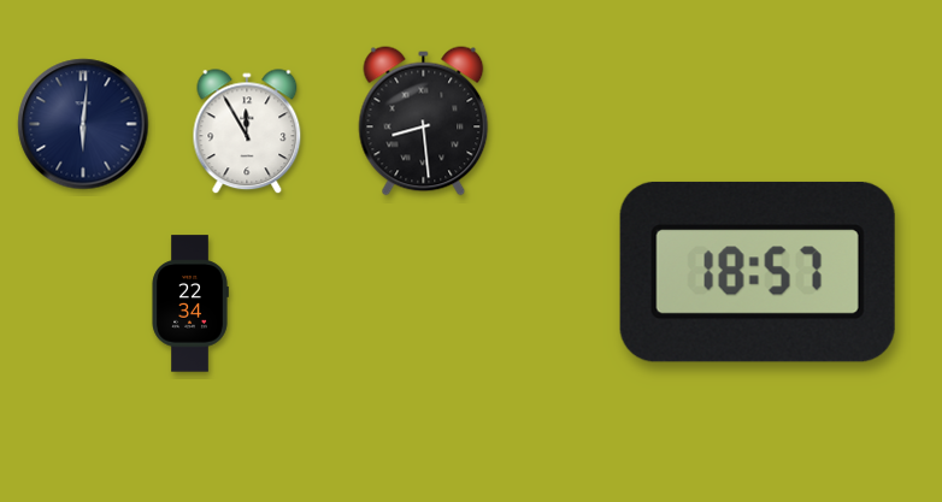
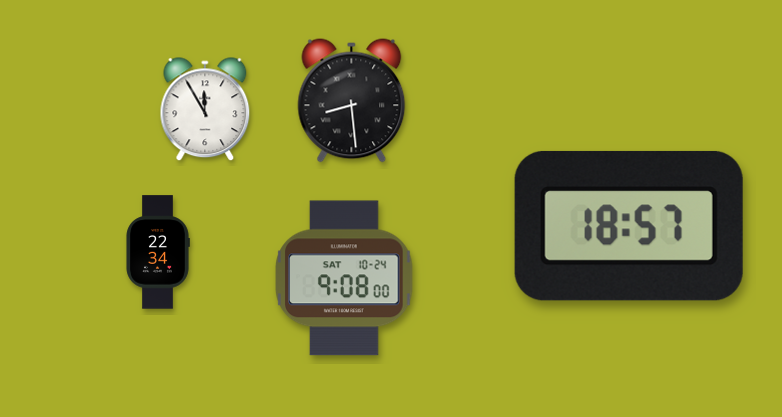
clock at (83, 124): 6:01 -> none
clock at (344, 278): none -> 9:08
